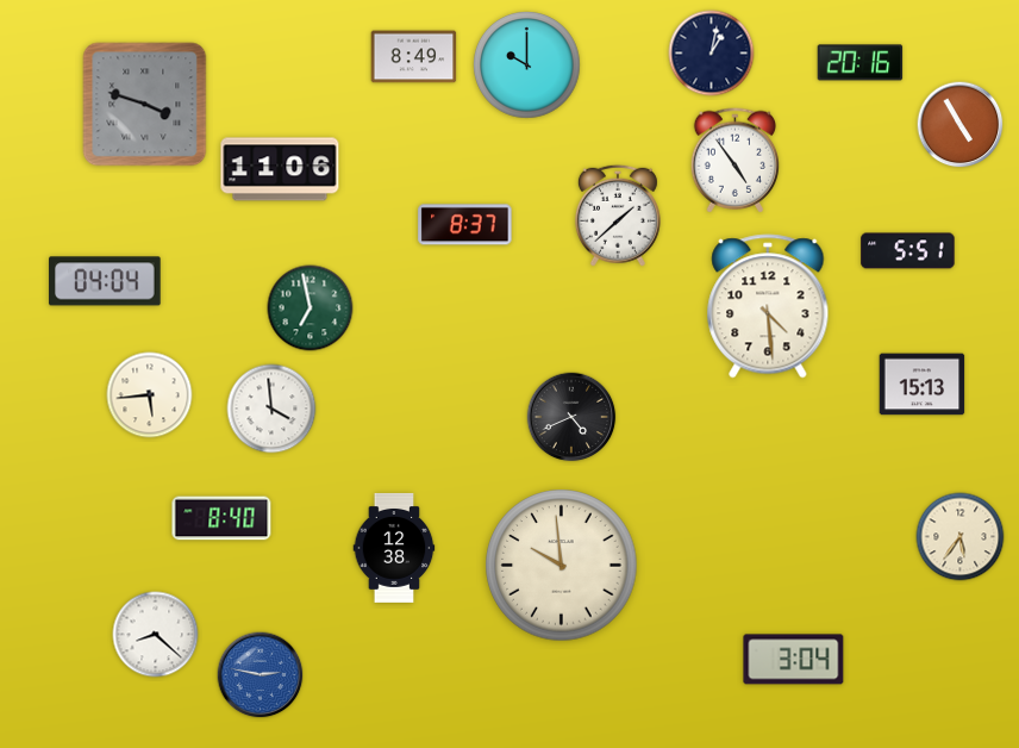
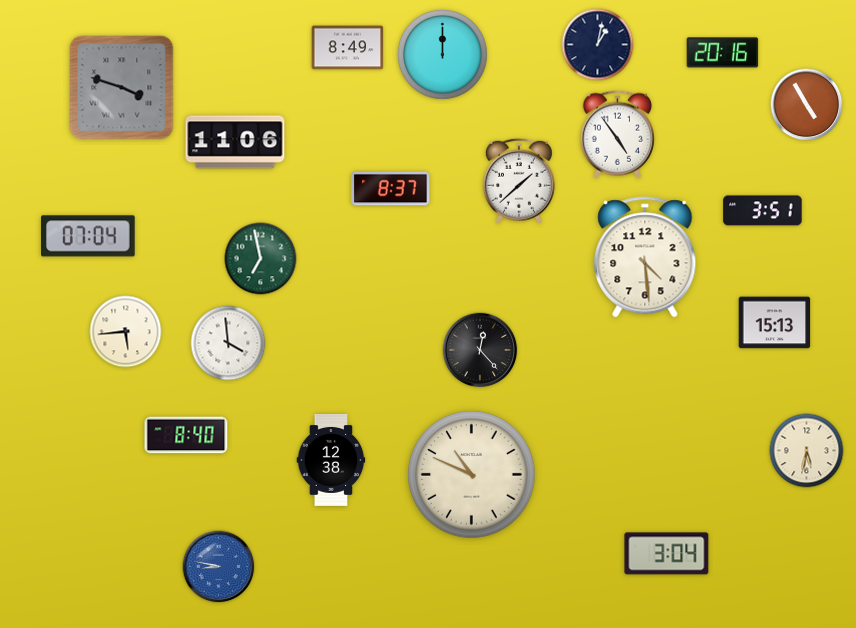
clock at (527, 66): 10:00 -> 12:00
clock at (908, 251): 5:51 -> 3:51
clock at (105, 281): 04:04 -> 07:04
clock at (571, 417): 4:41 -> 12:23
clock at (961, 537): 5:36 -> 5:32
clock at (562, 566): 9:59 -> 10:49
clock at (156, 635): 8:22 -> none
clock at (261, 675): 2:47 -> 8:47
